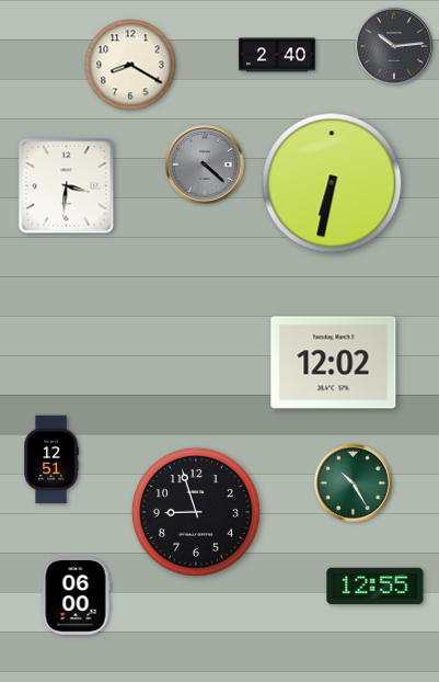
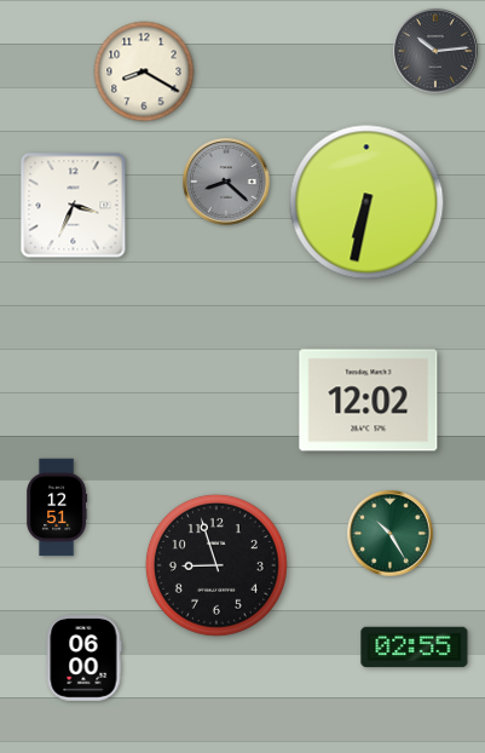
clock at (277, 55): 2:40 -> none
clock at (205, 164): 4:22 -> 8:22
clock at (67, 186): 3:31 -> 3:34
clock at (376, 587): 12:55 -> 02:55
